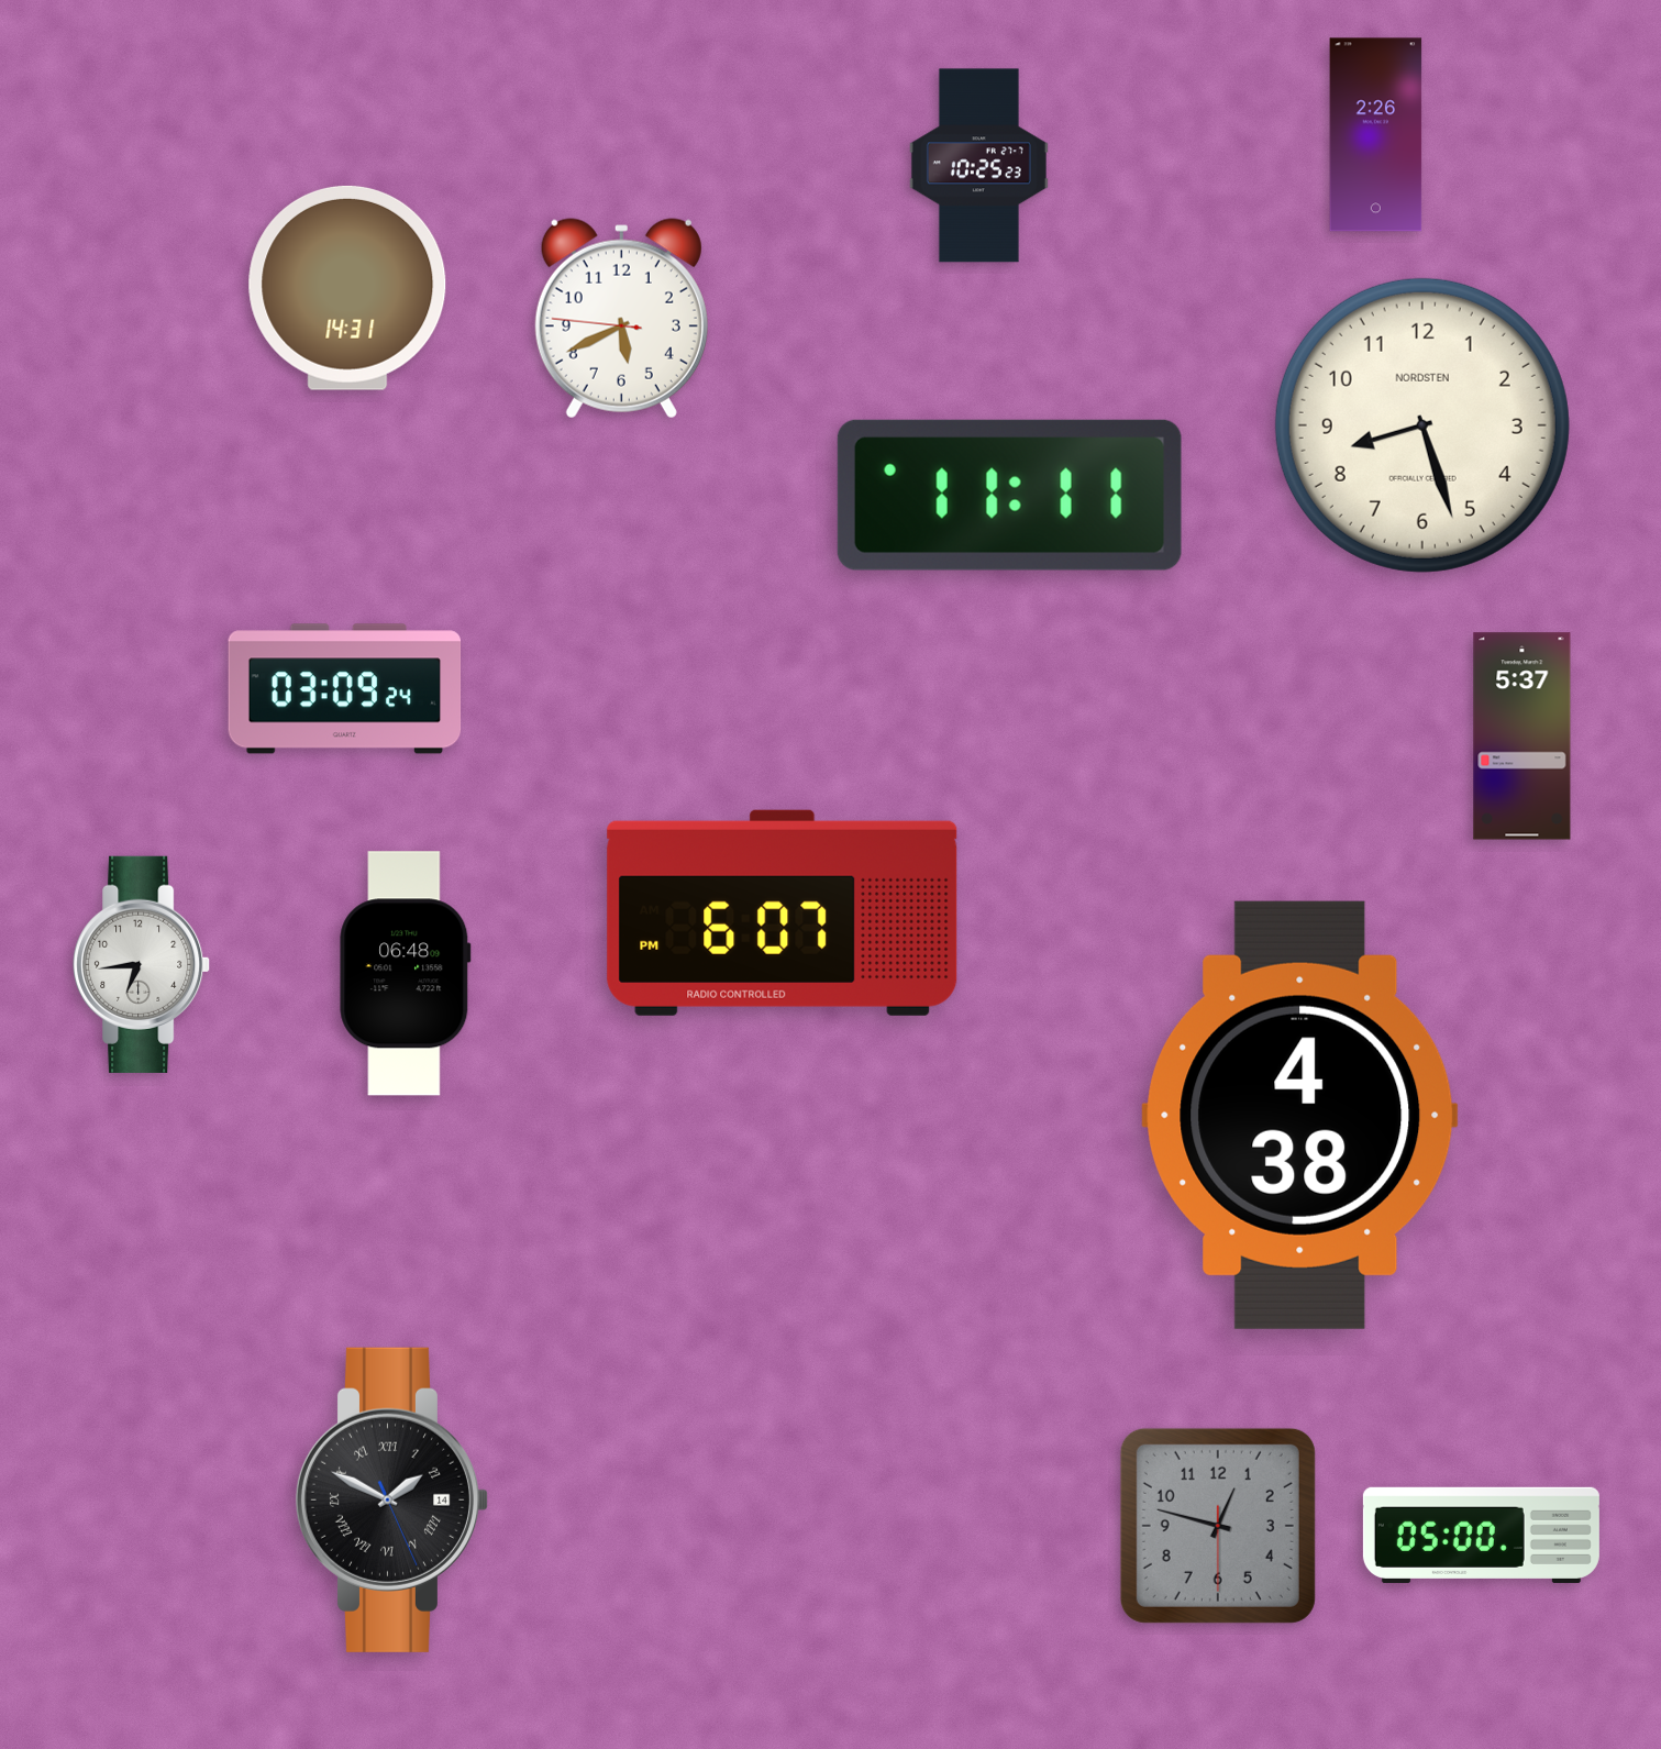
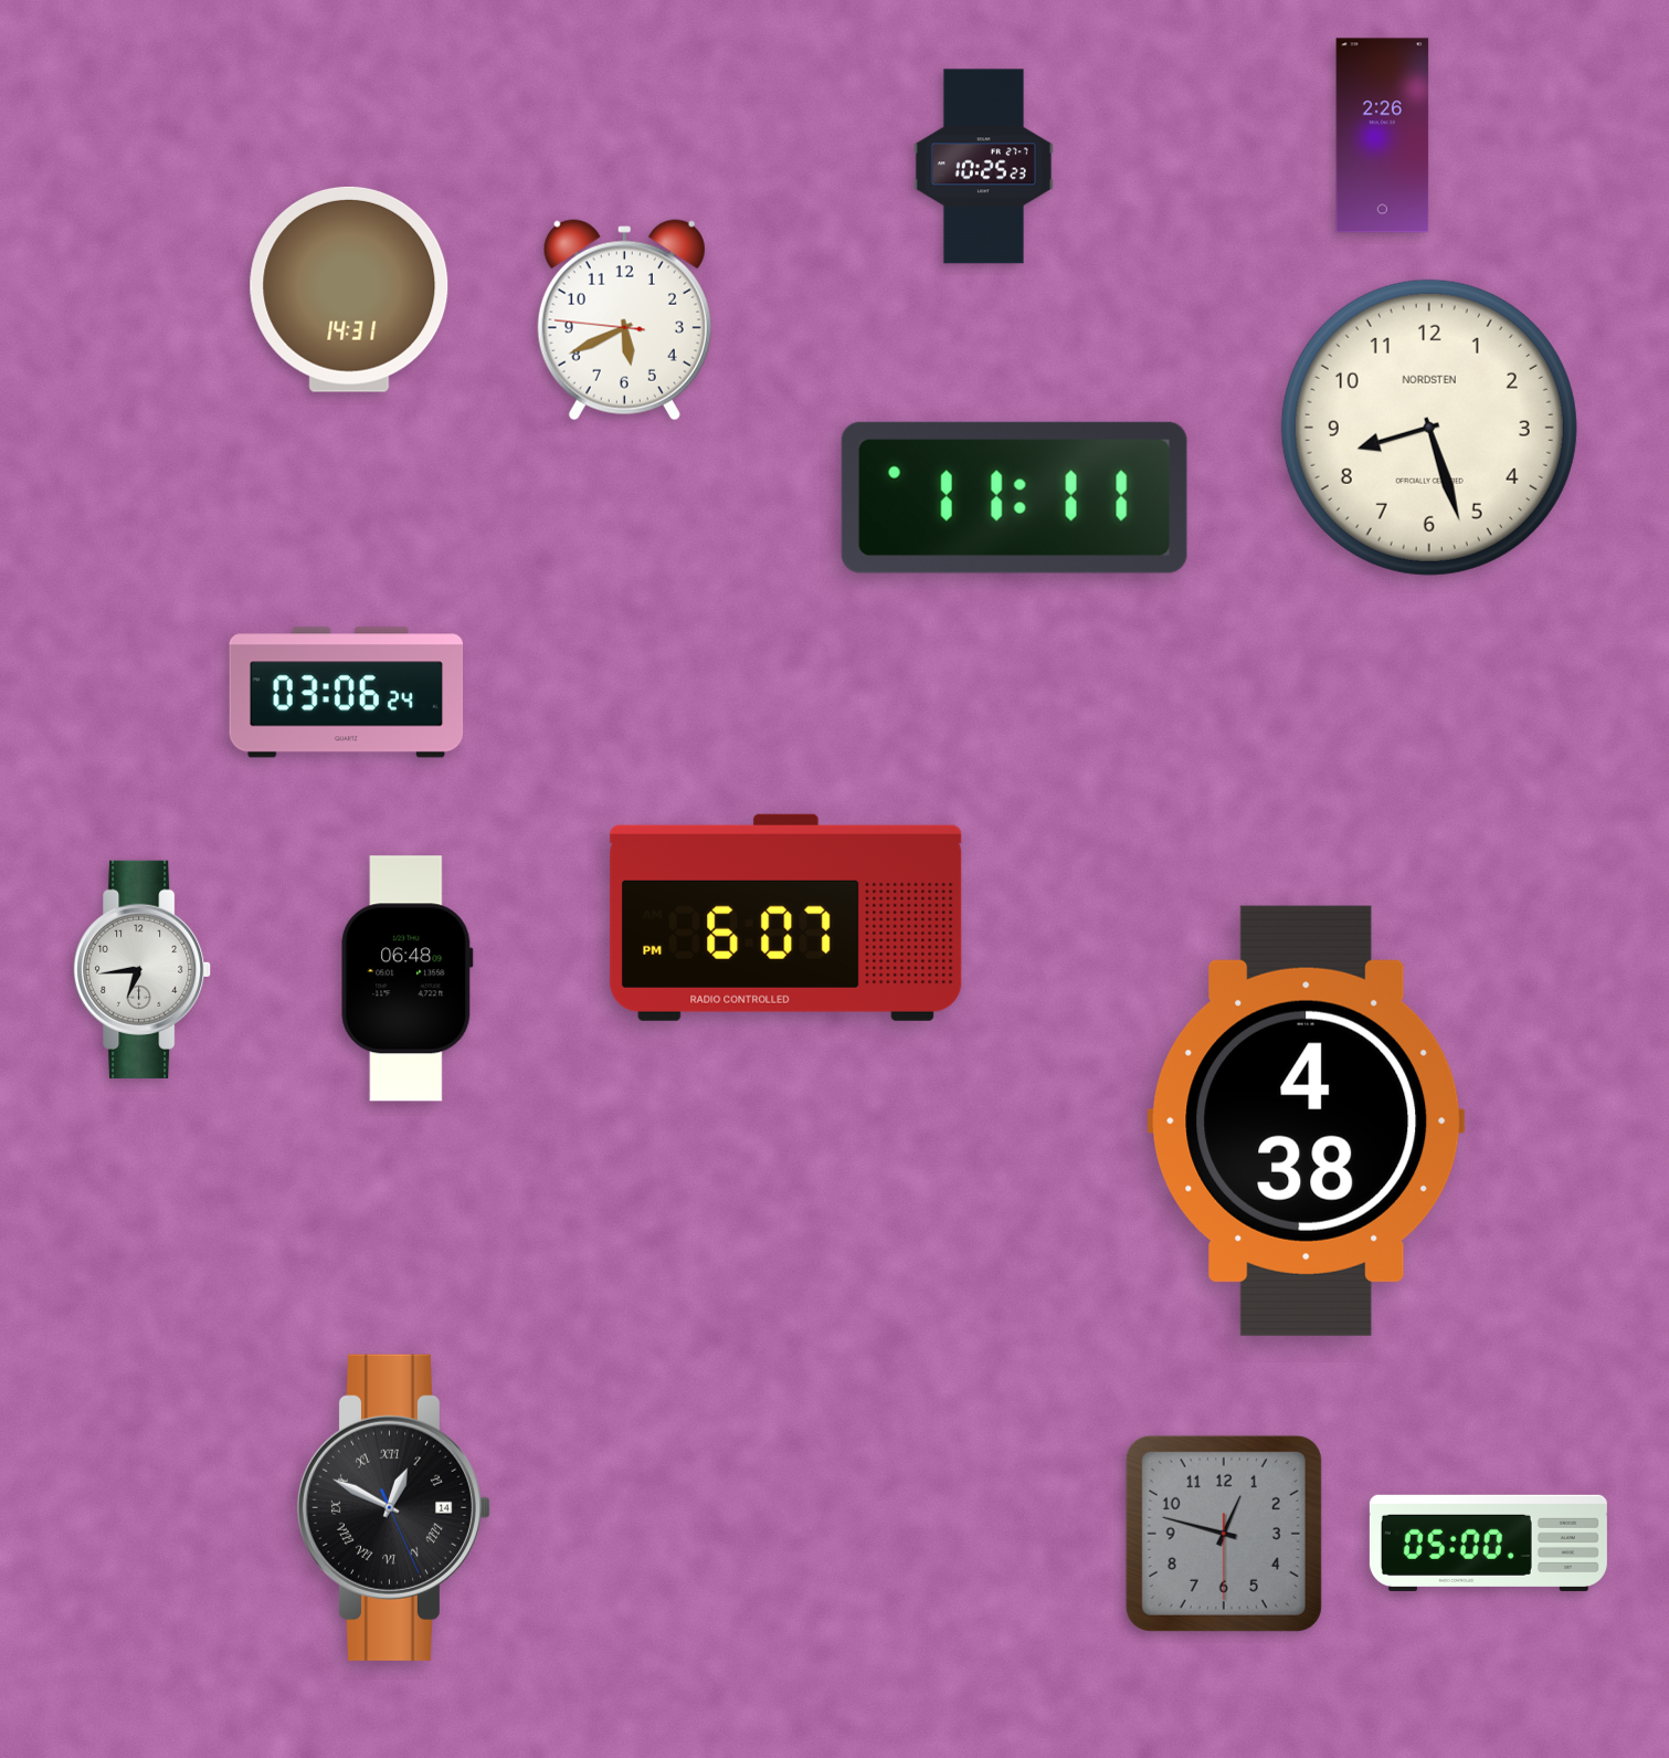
clock at (345, 689): 03:09 -> 03:06
clock at (1522, 737): 5:37 -> none
clock at (391, 1499): 1:49 -> 12:49
